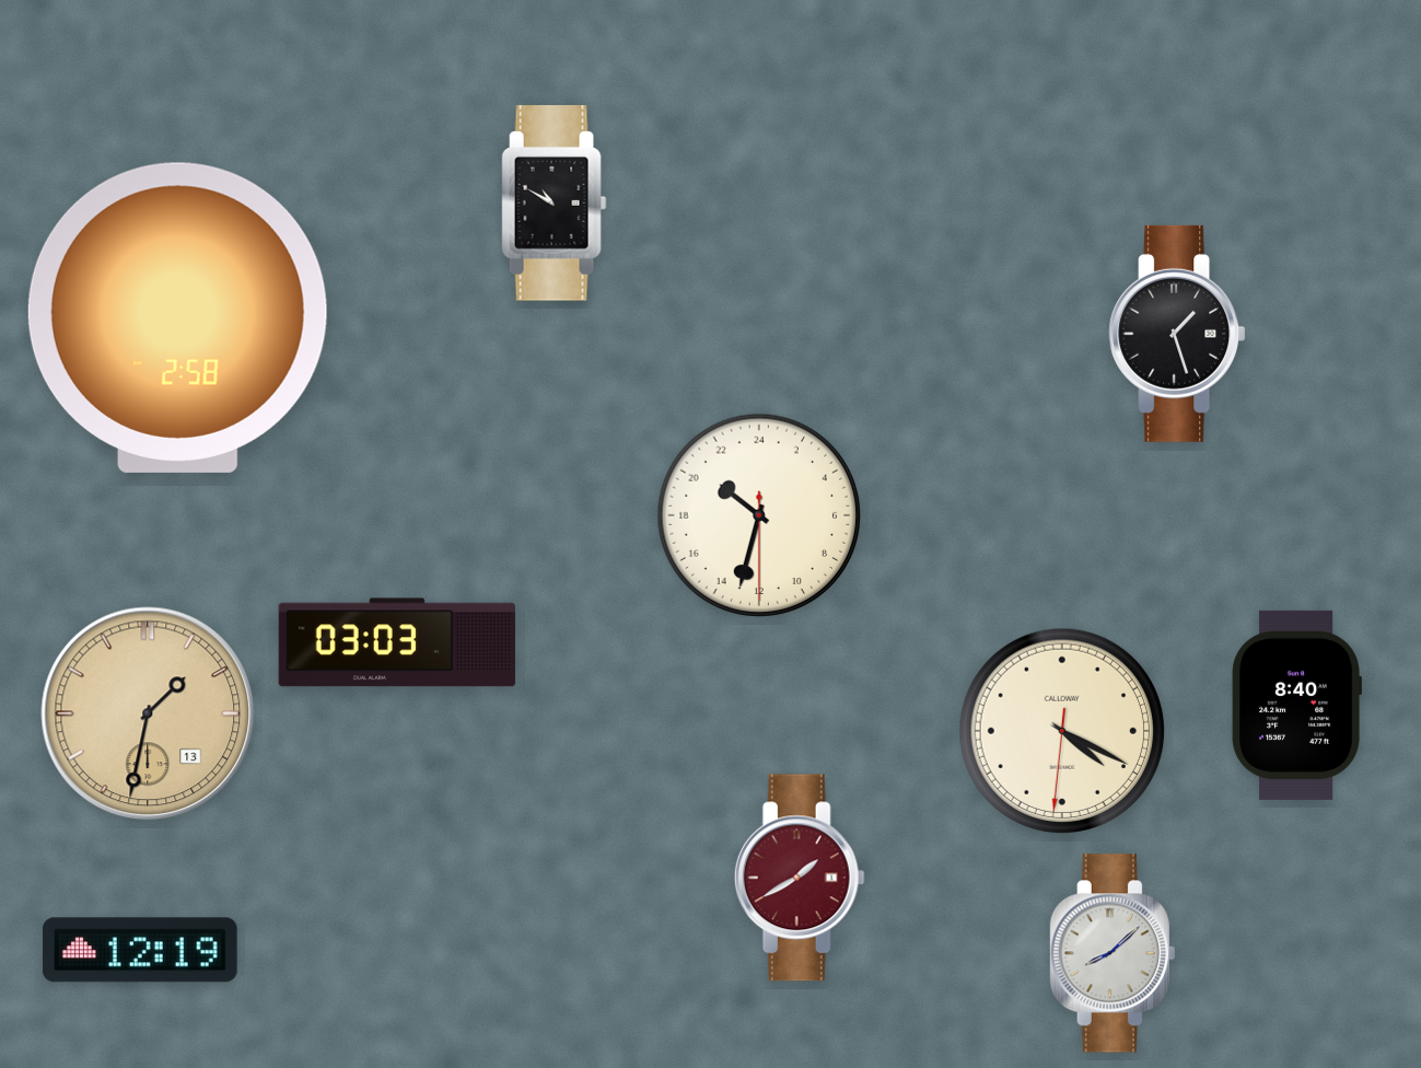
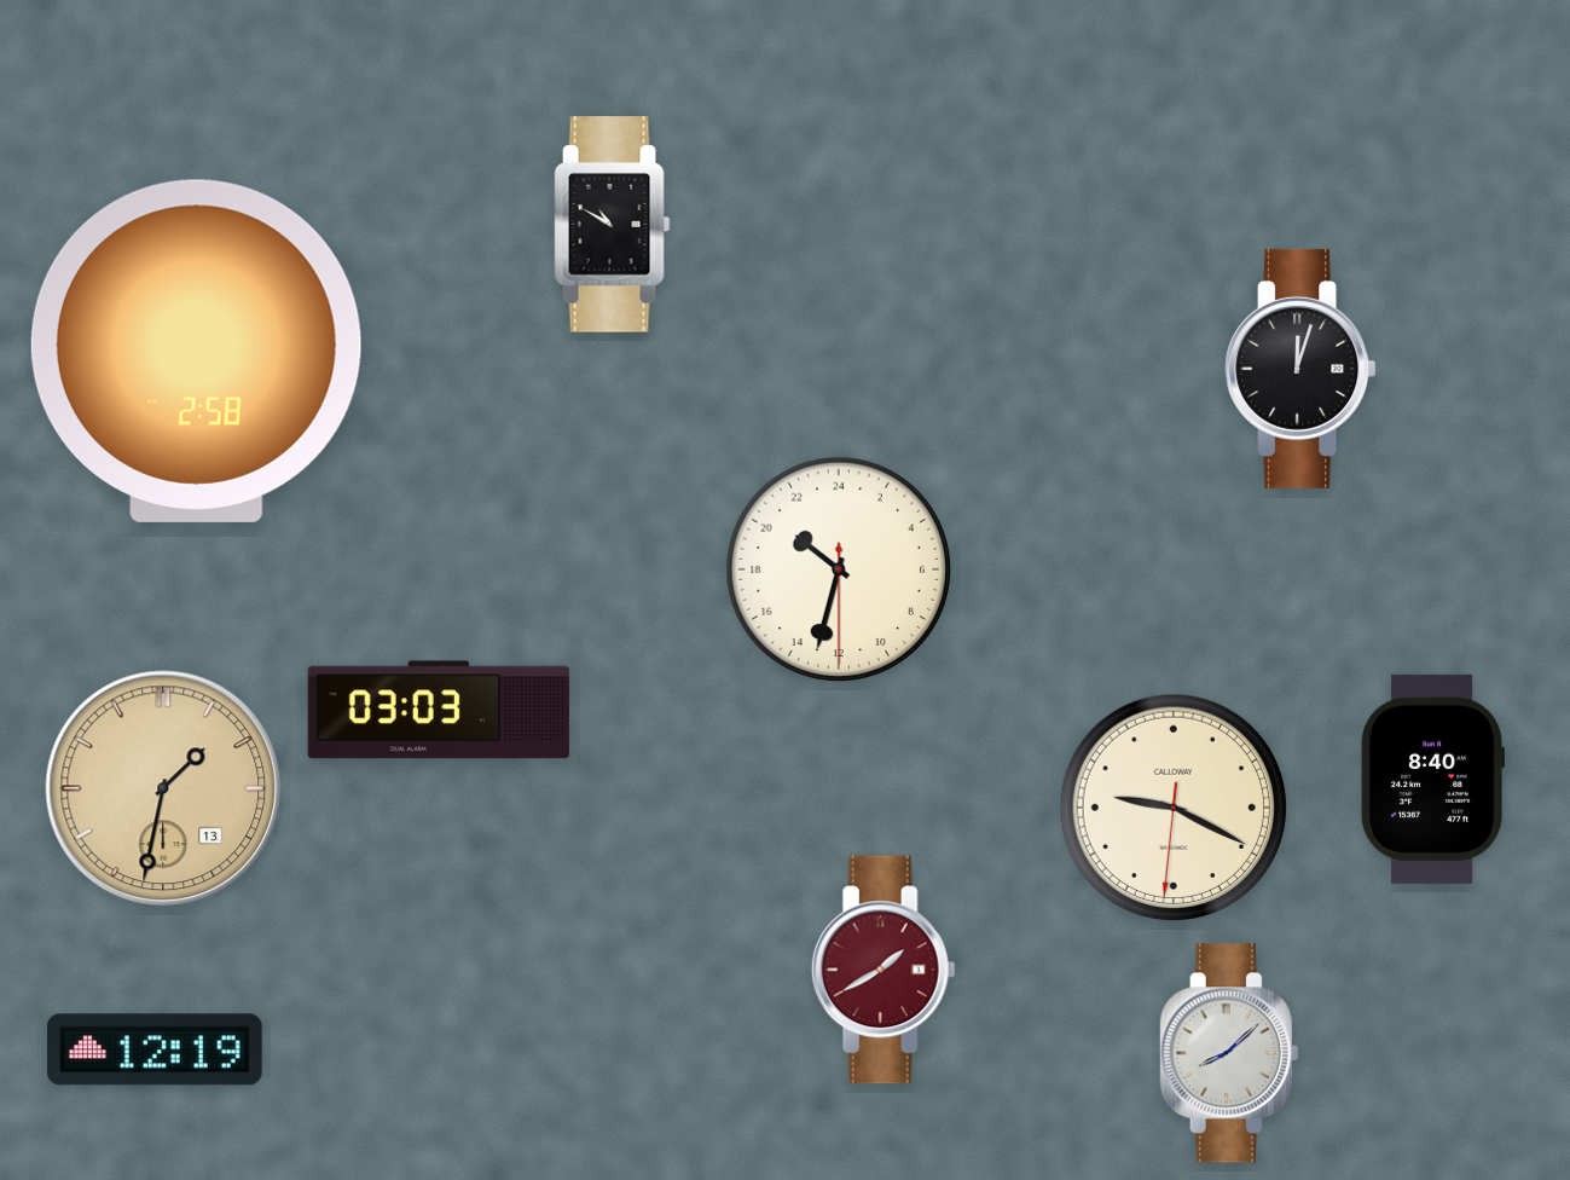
clock at (1177, 334): 1:27 -> 12:03
clock at (1062, 731): 4:19 -> 9:19
